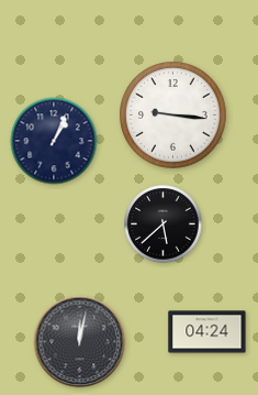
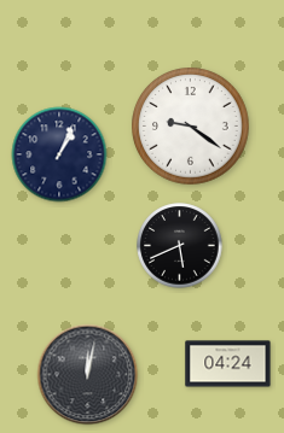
clock at (173, 116): 9:16 -> 9:21
clock at (164, 224): 5:38 -> 5:41
